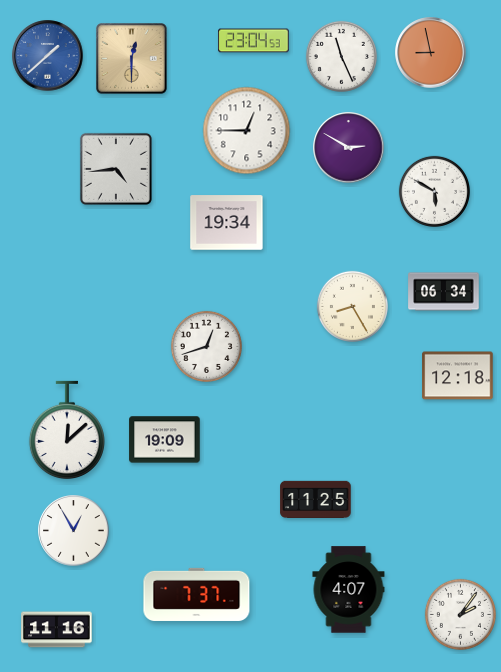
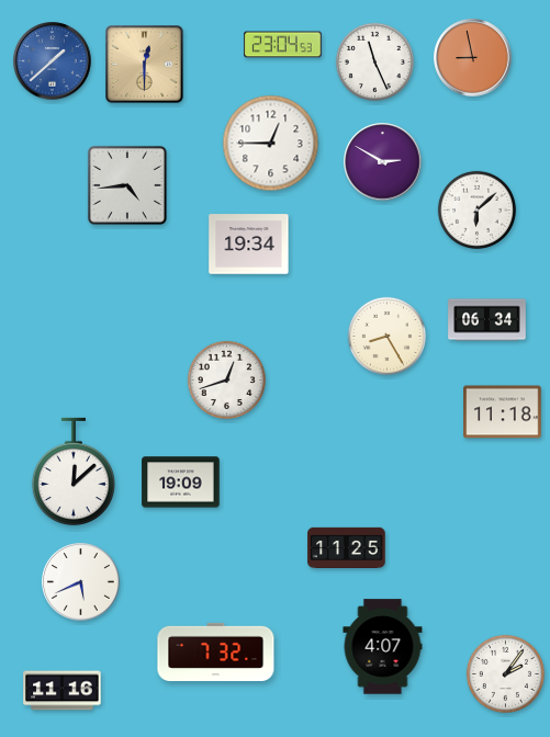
clock at (254, 41) position: (254, 41) -> (283, 45)
clock at (434, 191): 5:50 -> 6:08
clock at (458, 376): 12:18 -> 11:18
clock at (74, 531): 12:55 -> 5:41
clock at (197, 594): 7:37 -> 7:32
